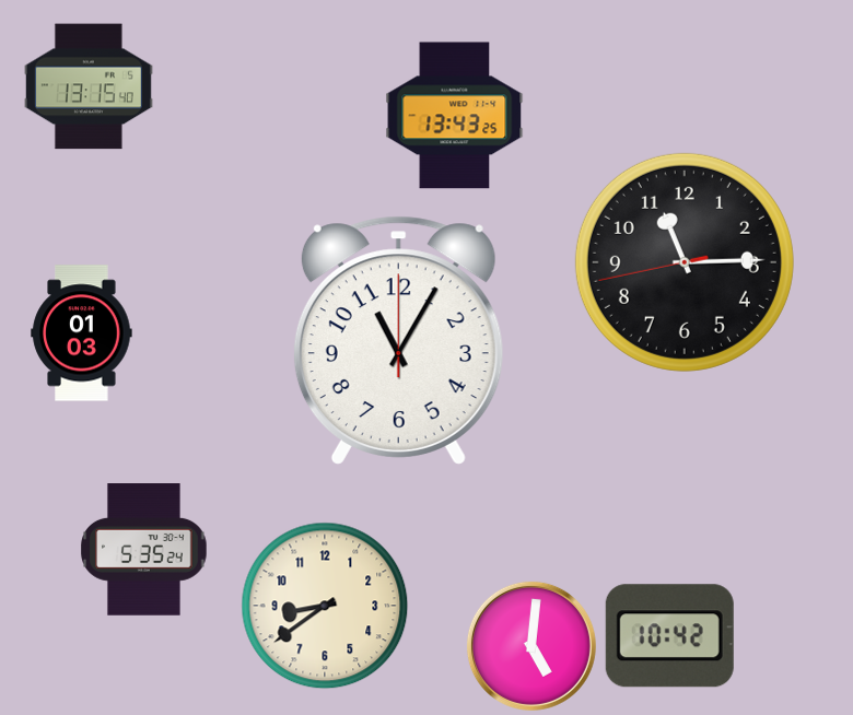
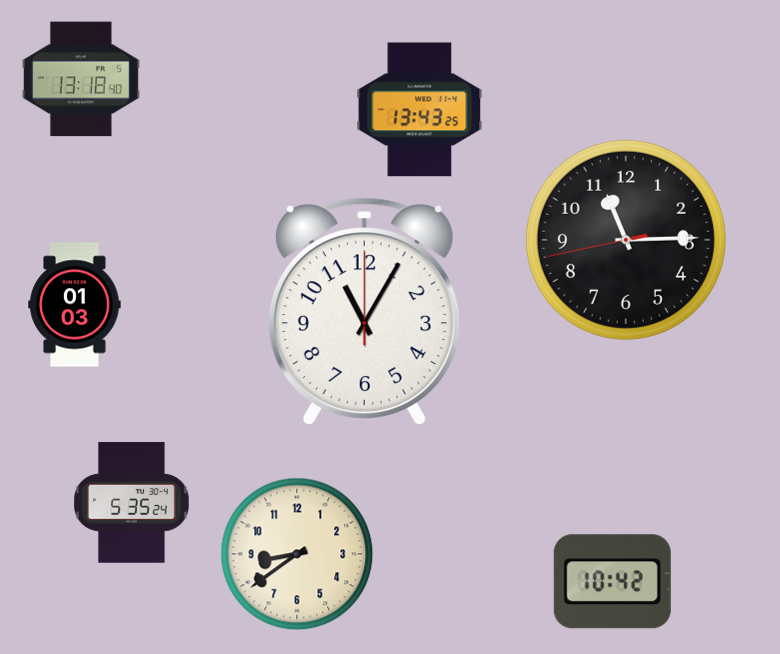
clock at (89, 86): 13:15 -> 13:18
clock at (455, 116) position: (455, 116) -> (420, 110)
clock at (531, 646): 5:01 -> none
